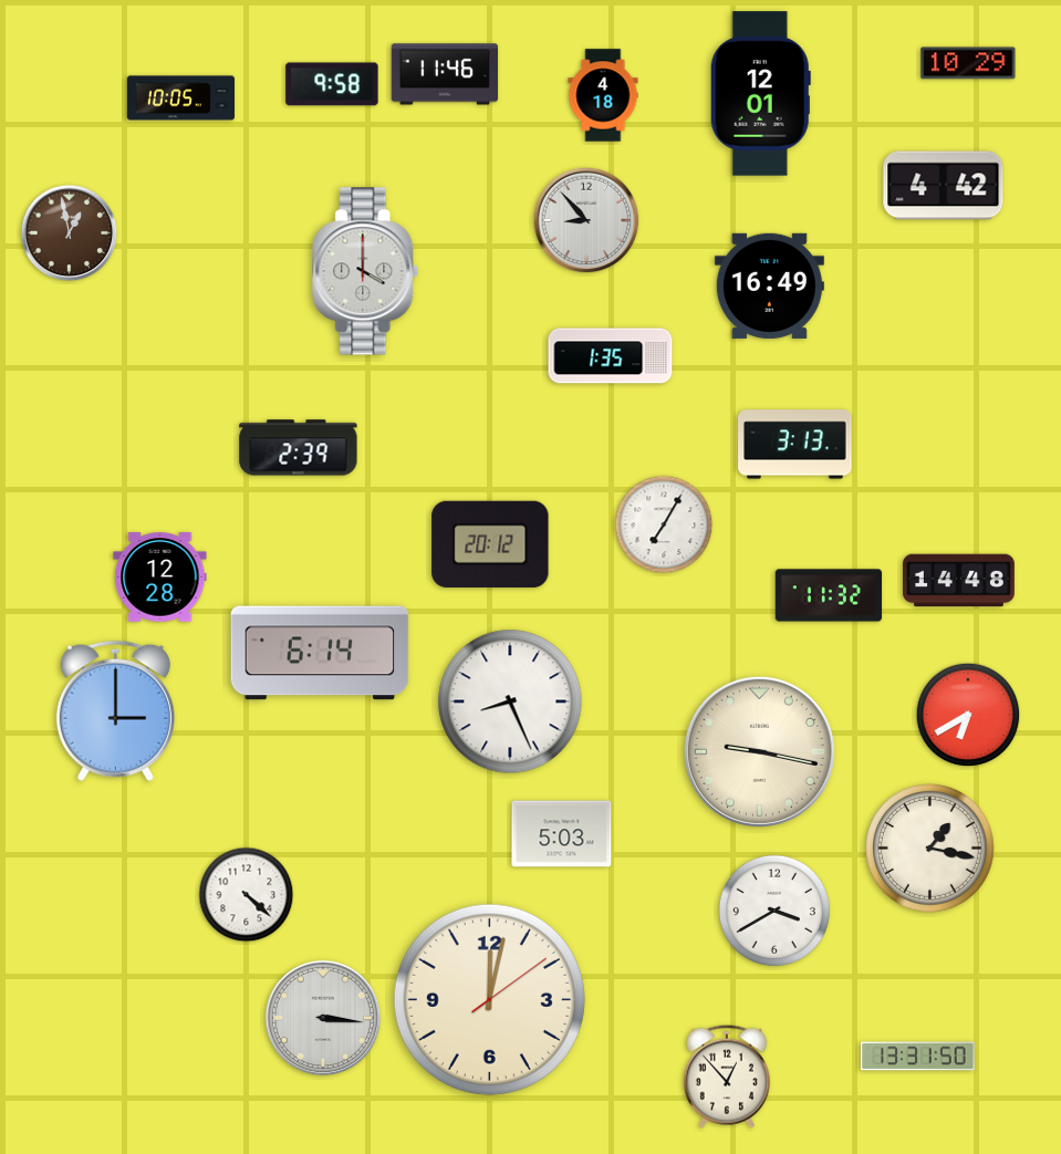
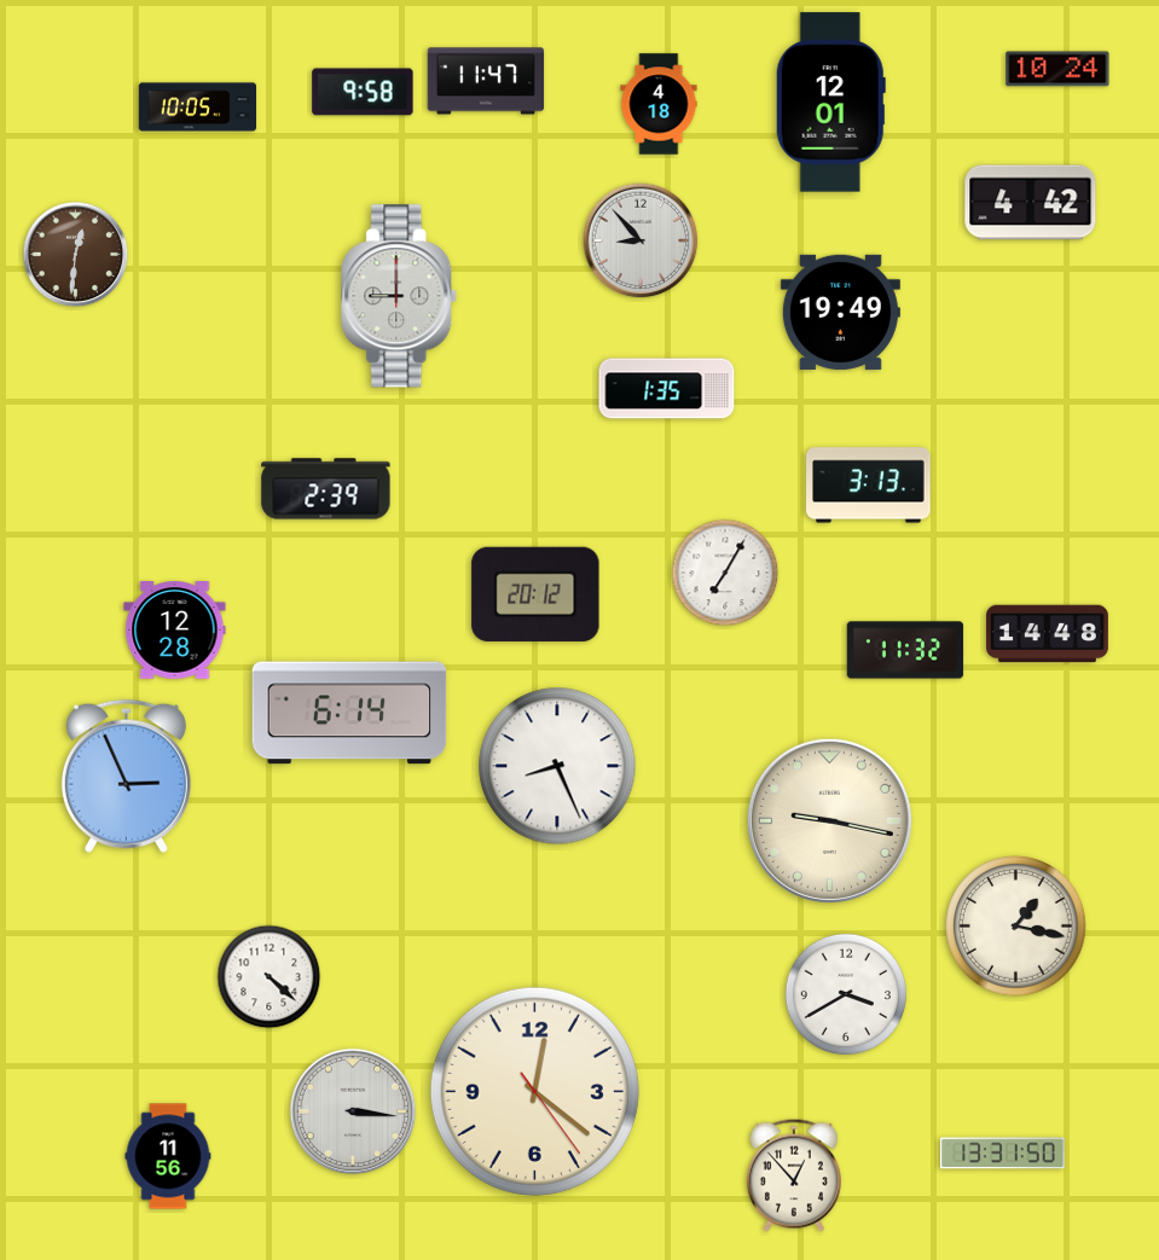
clock at (968, 63): 10:29 -> 10:24
clock at (445, 74): 11:46 -> 11:47
clock at (70, 233): 12:58 -> 12:31
clock at (366, 271): 4:00 -> 9:00
clock at (769, 285): 16:49 -> 19:49
clock at (115, 710): 3:00 -> 2:56
clock at (968, 715): 6:40 -> none
clock at (562, 834): 5:03 -> none
clock at (489, 999): 12:02 -> 12:21
clock at (168, 1156): none -> 11:56
